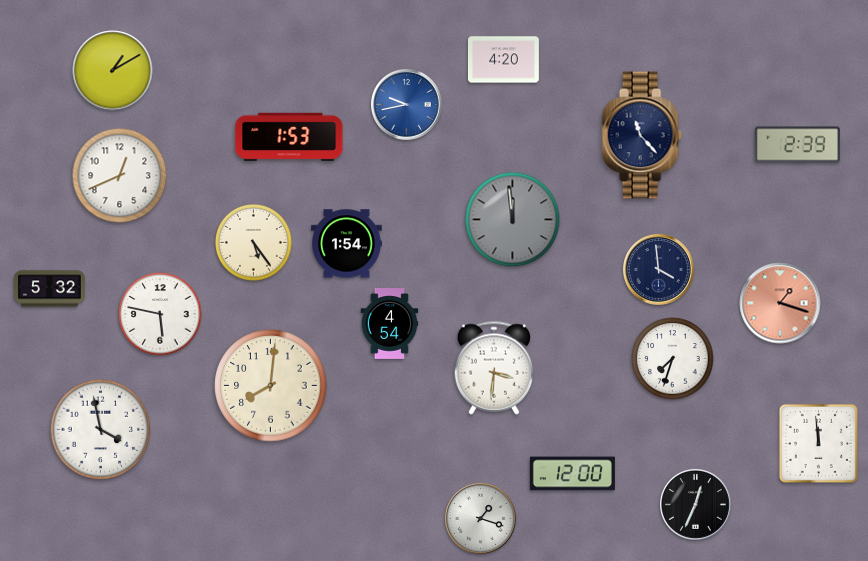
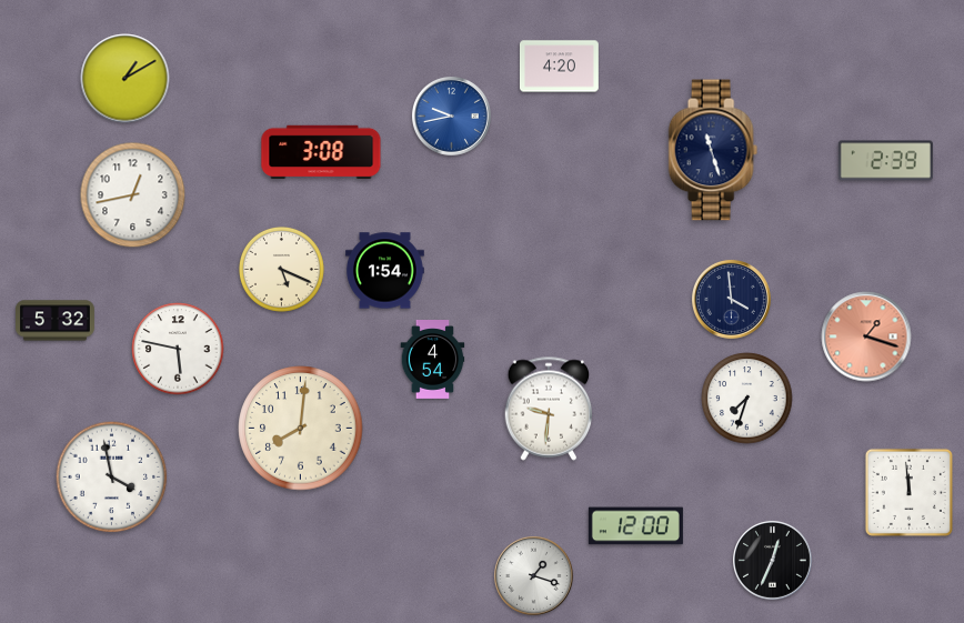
clock at (642, 135): 11:23 -> 11:27
clock at (289, 137): 1:53 -> 3:08
clock at (120, 176): 12:41 -> 12:43
clock at (513, 220): 11:59 -> none
clock at (253, 242): 5:24 -> 5:19
clock at (494, 368): 3:31 -> 9:31
